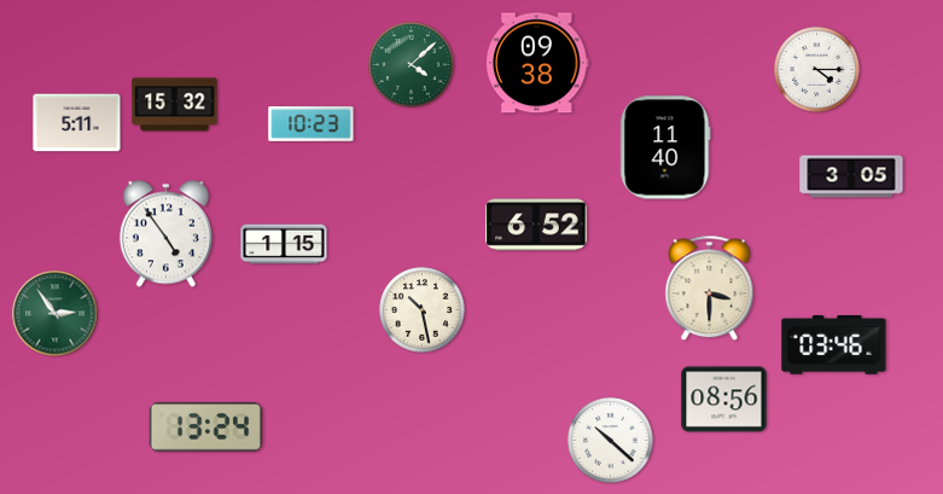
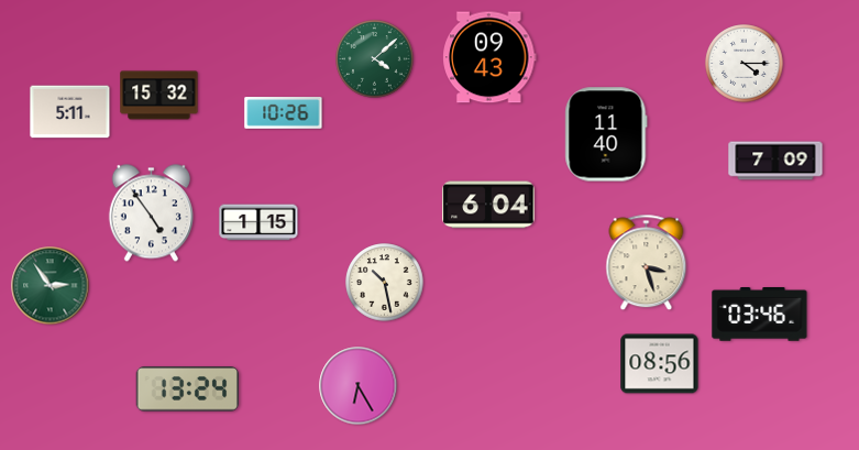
clock at (537, 63): 09:38 -> 09:43
clock at (312, 124): 10:23 -> 10:26
clock at (851, 176): 3:05 -> 7:09
clock at (536, 225): 6:52 -> 6:04
clock at (710, 289): 3:30 -> 3:27
clock at (359, 386): none -> 6:25
clock at (611, 441): 10:22 -> none
